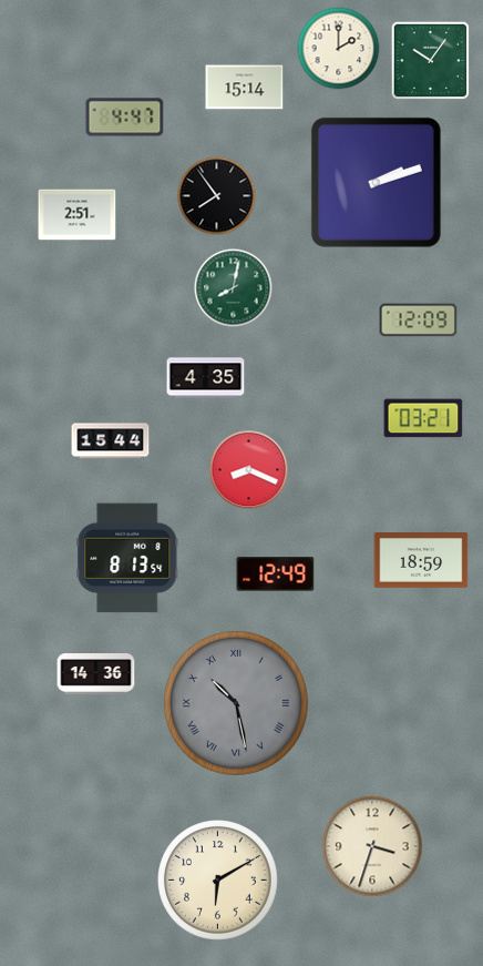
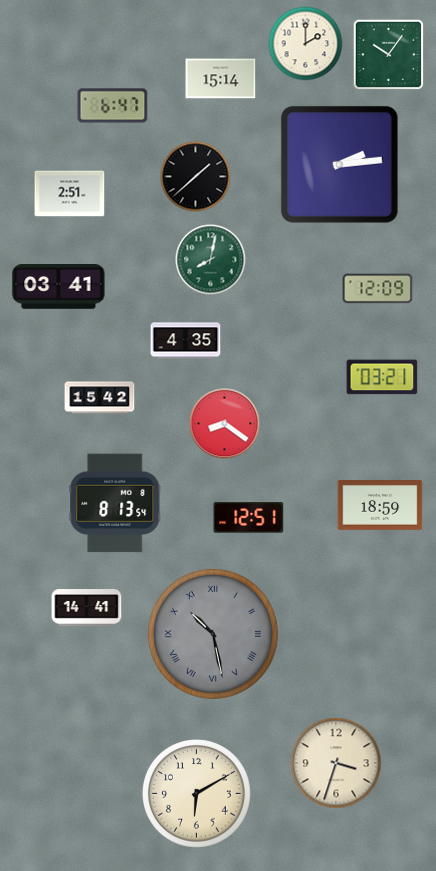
clock at (125, 118): 4:47 -> 6:47
clock at (376, 182): 2:12 -> 2:14
clock at (217, 196): 7:54 -> 1:38
clock at (59, 287): none -> 03:41
clock at (111, 441): 15:44 -> 15:42
clock at (249, 470): 8:19 -> 8:21
clock at (276, 574): 12:49 -> 12:51
clock at (96, 674): 14:36 -> 14:41
